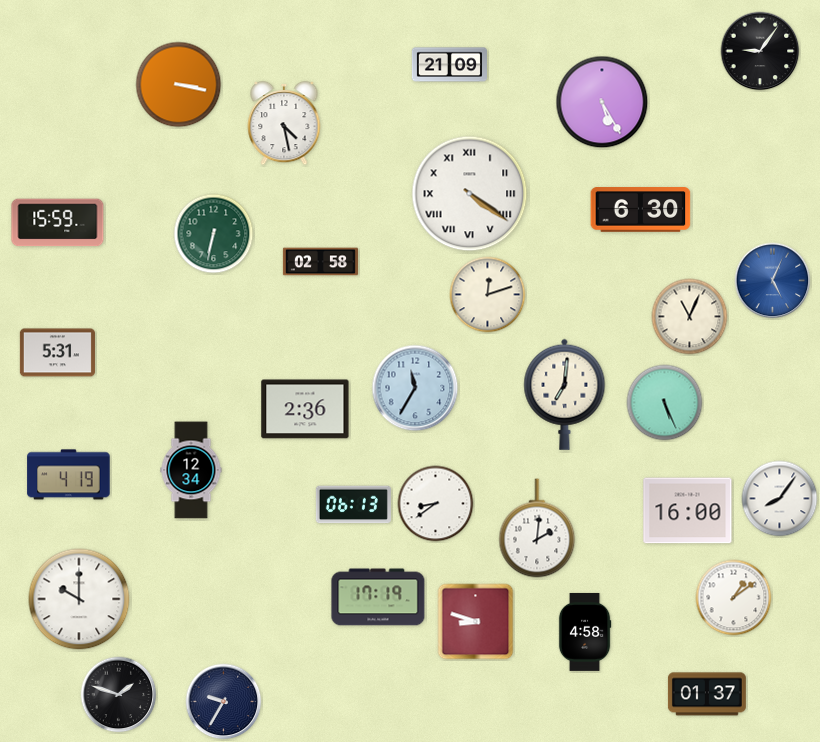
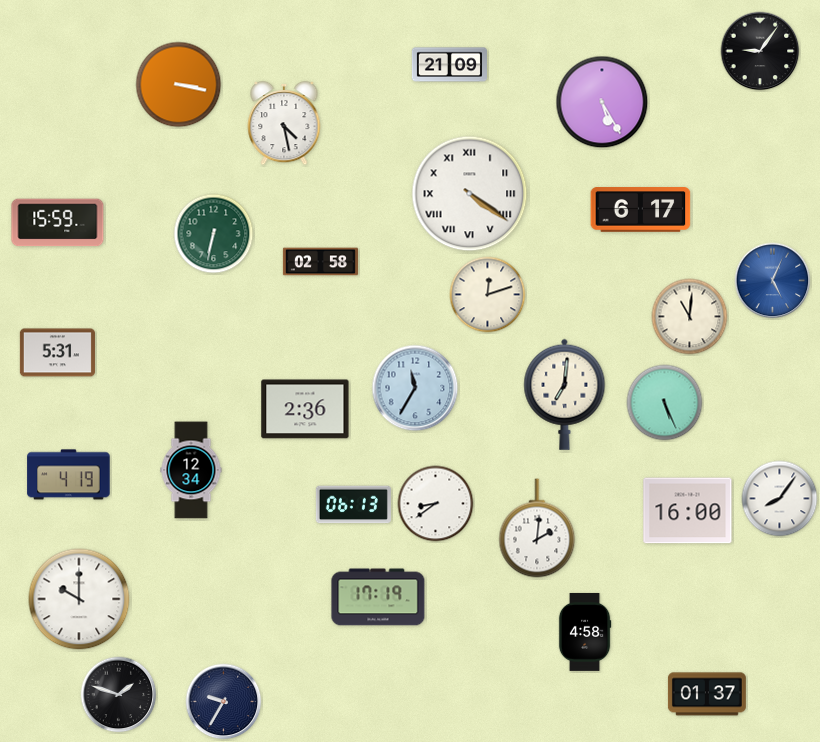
clock at (641, 210): 6:30 -> 6:17
clock at (690, 317): 11:04 -> 11:01
clock at (734, 598): 1:09 -> none
clock at (476, 622): 8:48 -> none
